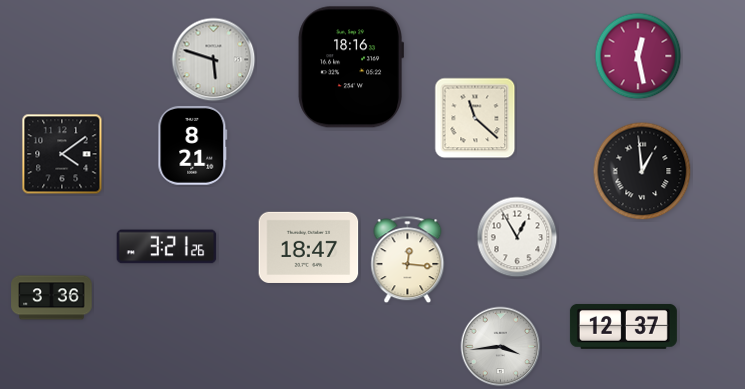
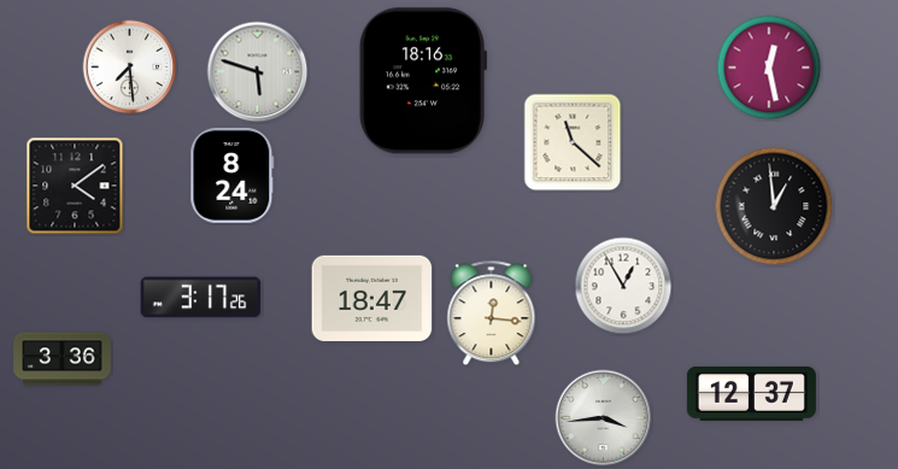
clock at (130, 68): none -> 7:29
clock at (193, 145): 8:21 -> 8:24
clock at (167, 247): 3:21 -> 3:17
